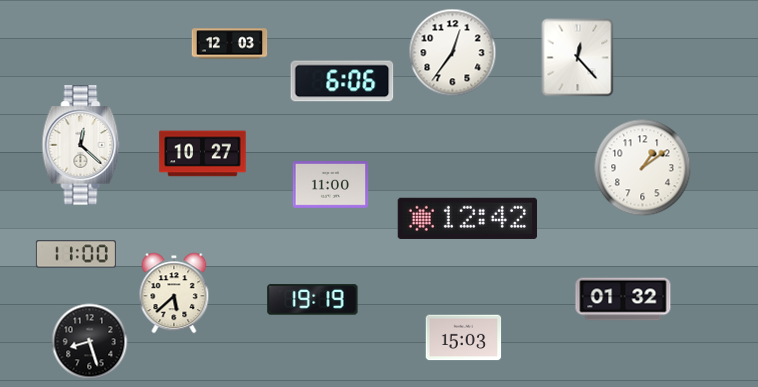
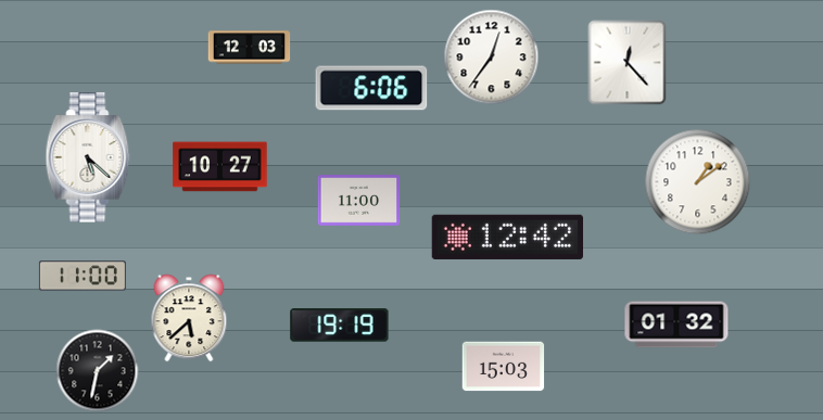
clock at (81, 145): 12:22 -> 5:22
clock at (90, 342): 8:27 -> 1:32
